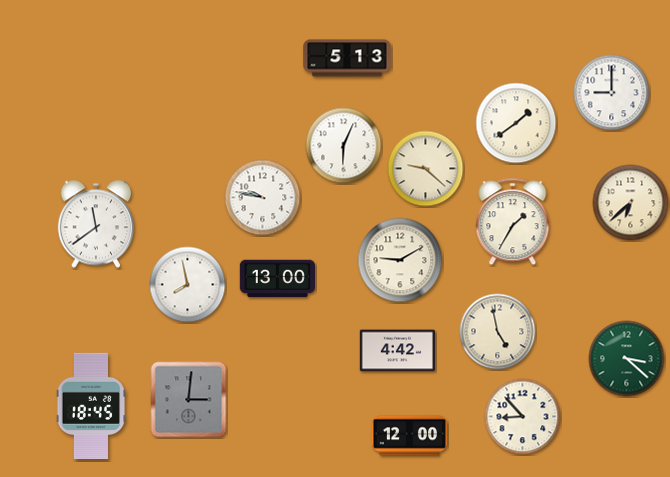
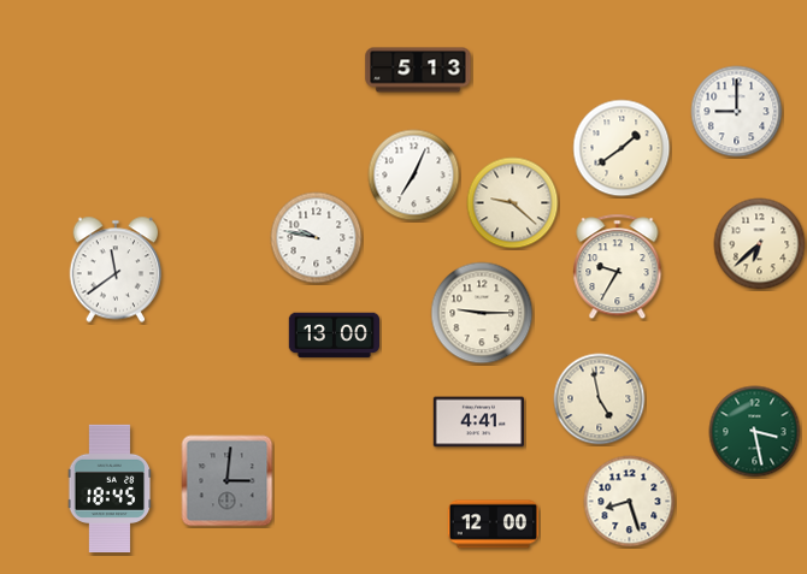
clock at (344, 146): 6:04 -> 7:04
clock at (513, 222): 1:35 -> 9:35
clock at (400, 260): 9:10 -> 9:15
clock at (188, 285): 7:58 -> none
clock at (397, 351): 4:42 -> 4:41
clock at (627, 359): 3:22 -> 3:28
clock at (523, 417): 8:53 -> 8:27
